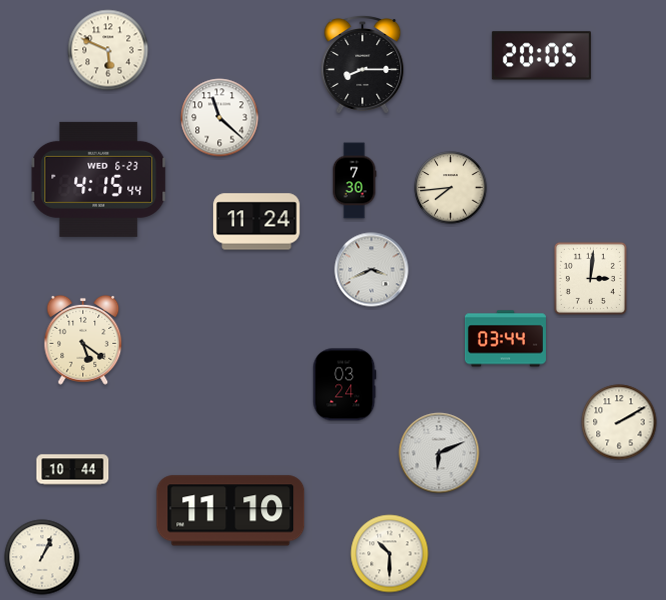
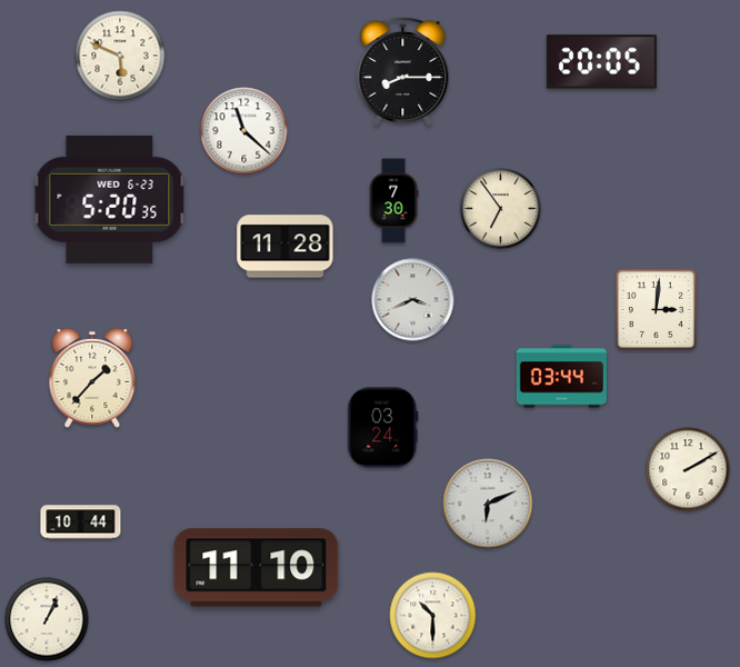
clock at (99, 179): 4:15 -> 5:20
clock at (451, 188): 7:44 -> 6:54
clock at (257, 222): 11:24 -> 11:28
clock at (83, 340): 5:21 -> 1:37
